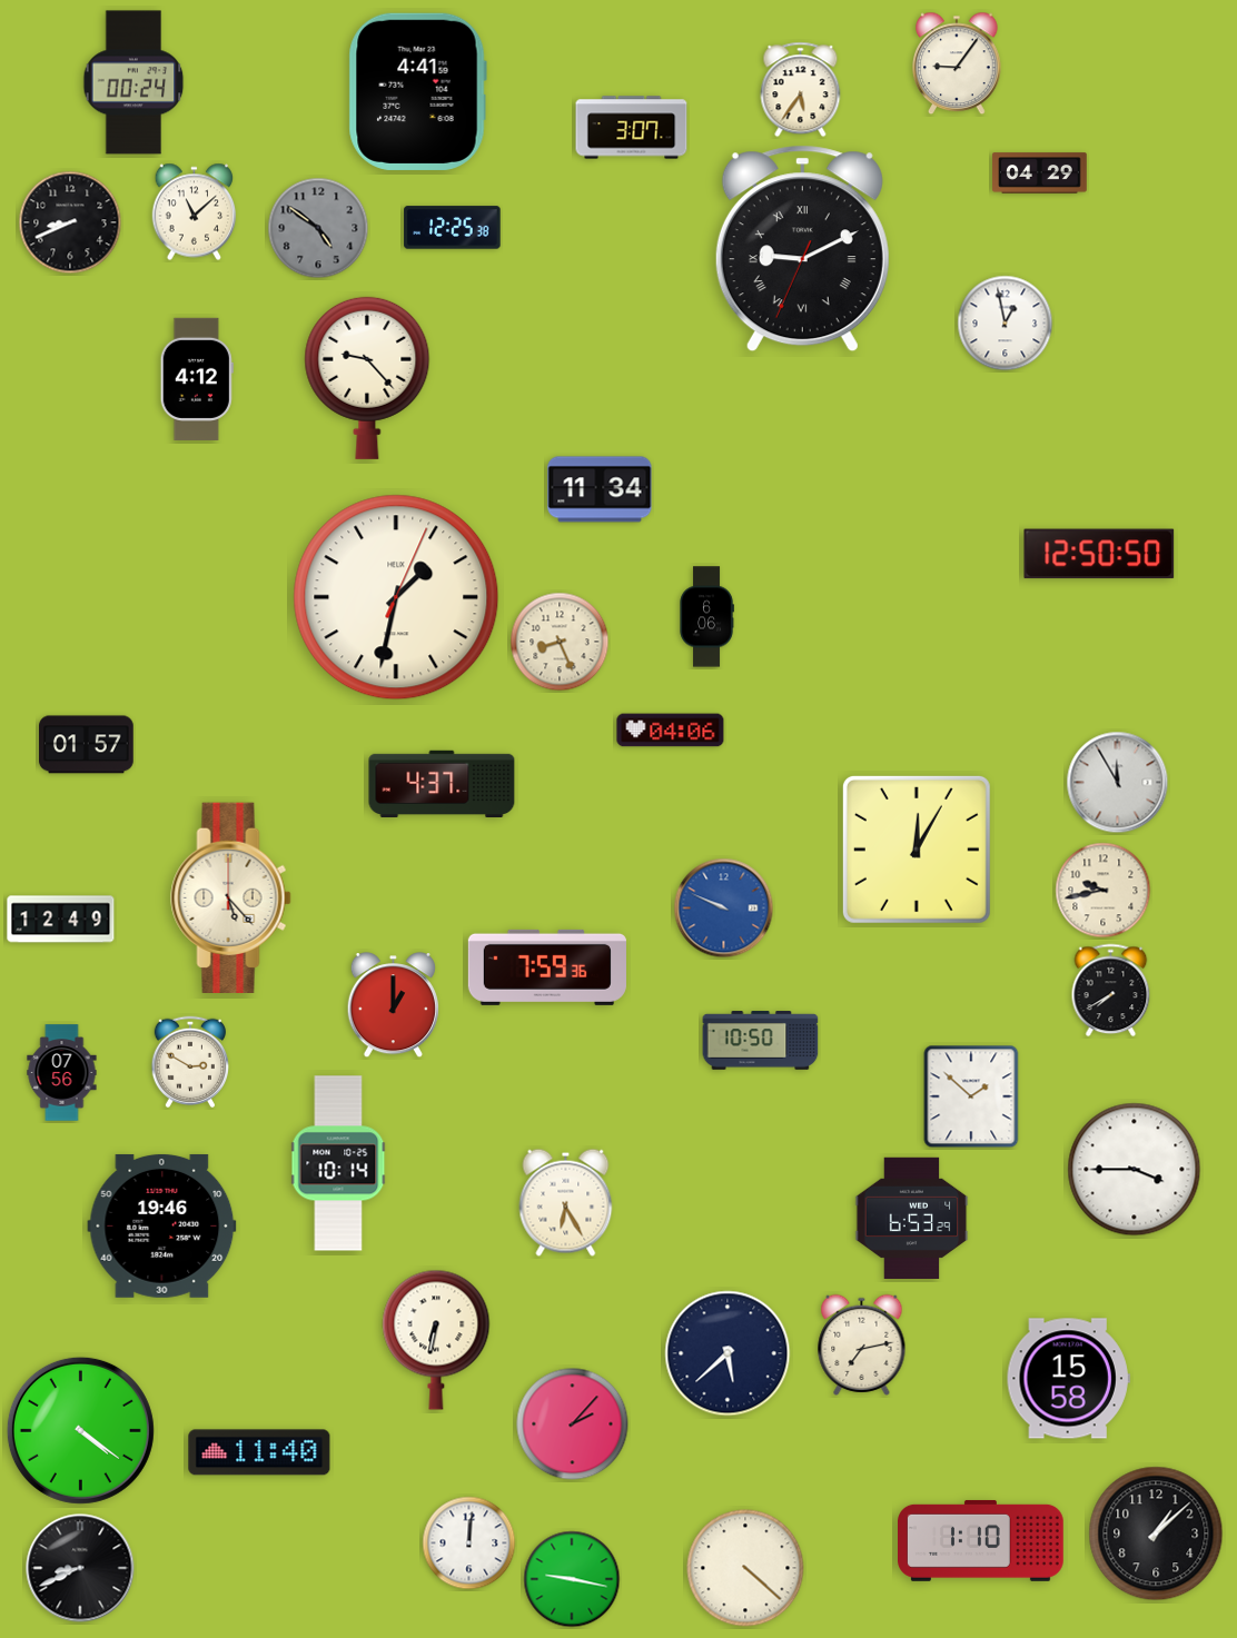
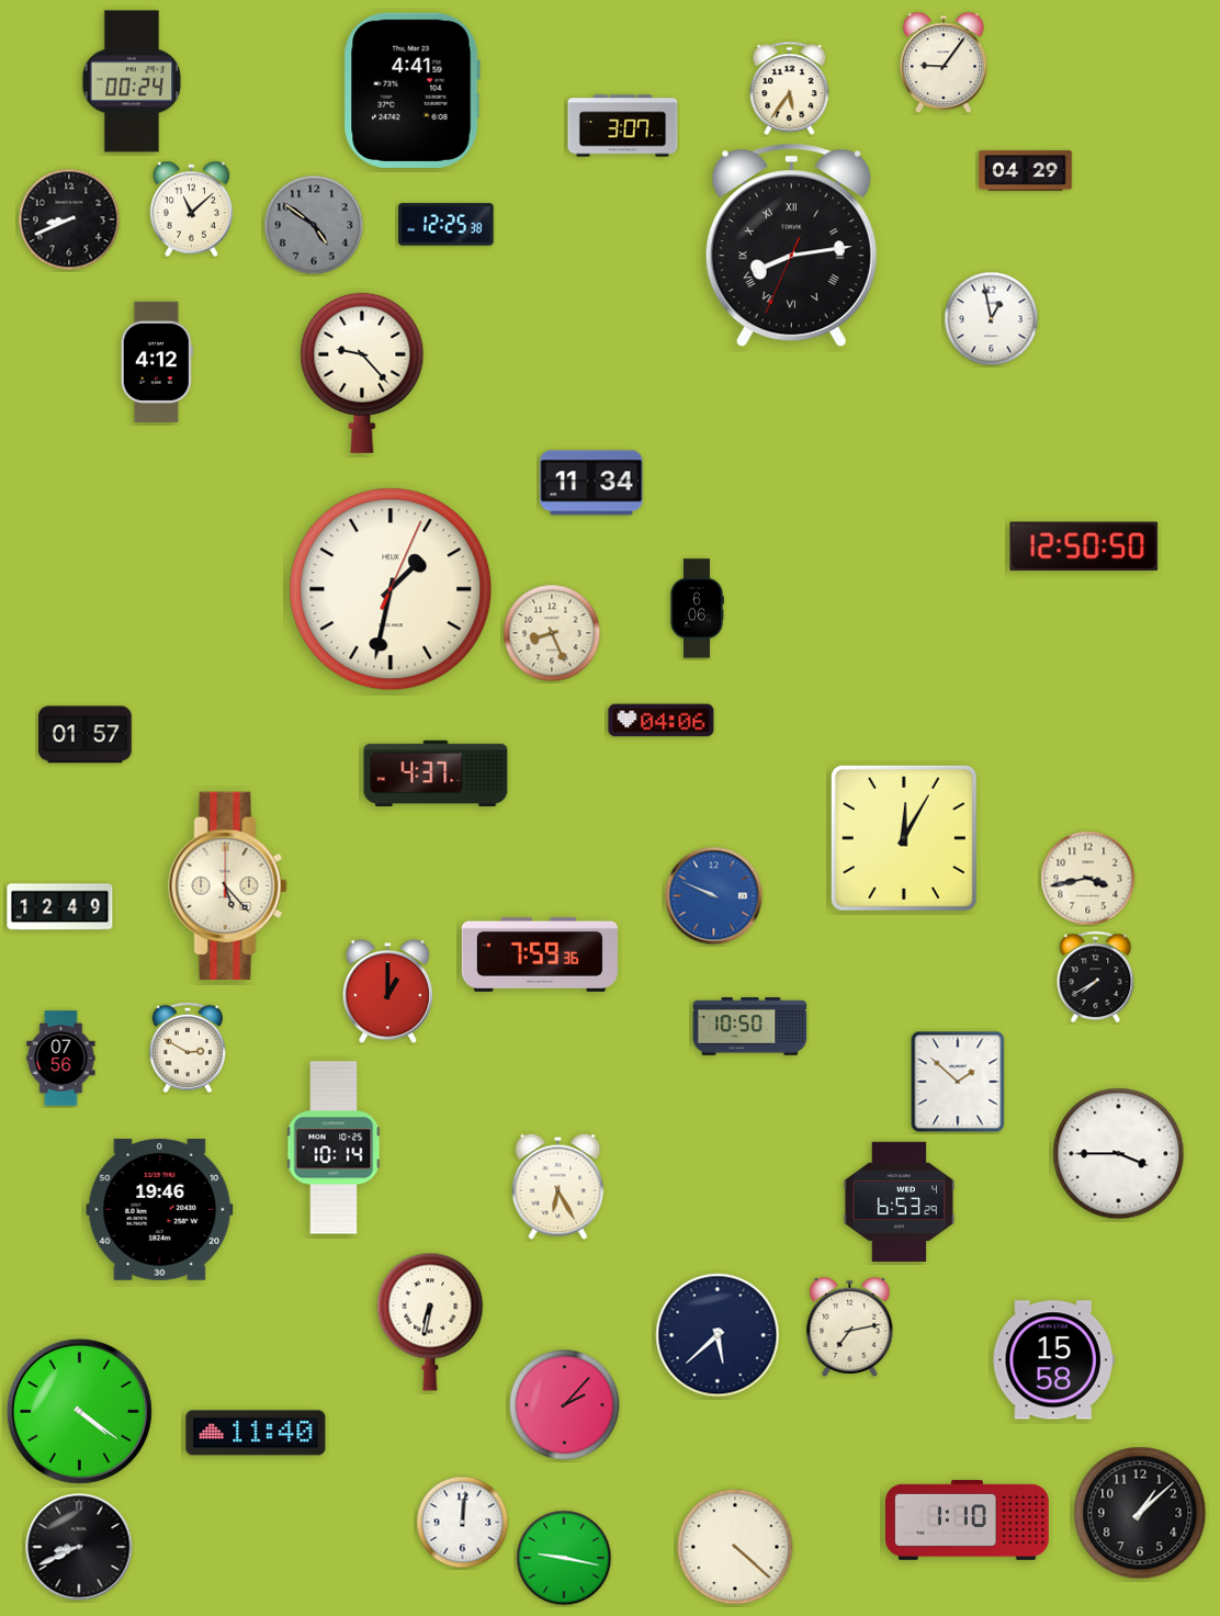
clock at (802, 249): 9:10 -> 8:13
clock at (197, 379) position: (197, 379) -> (157, 362)
clock at (1118, 783): 11:55 -> none
clock at (1104, 891): 9:43 -> 3:43
